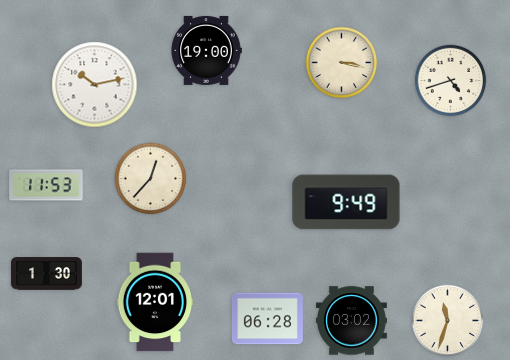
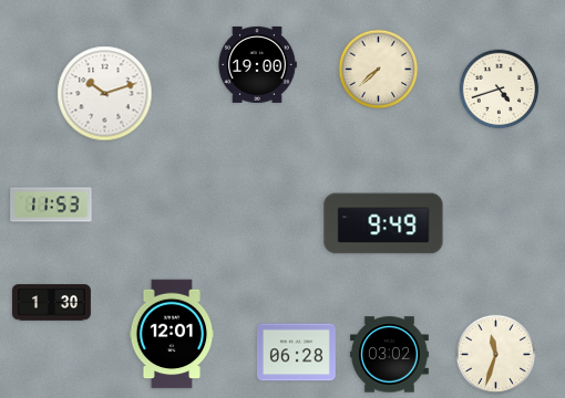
clock at (206, 50) position: (206, 50) -> (257, 64)
clock at (342, 63): 3:17 -> 7:38
clock at (95, 85): 10:13 -> 10:12
clock at (151, 179): 12:37 -> none
